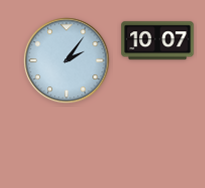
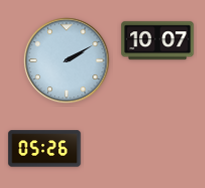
clock at (67, 61): 2:06 -> 2:10
clock at (45, 149): none -> 05:26
